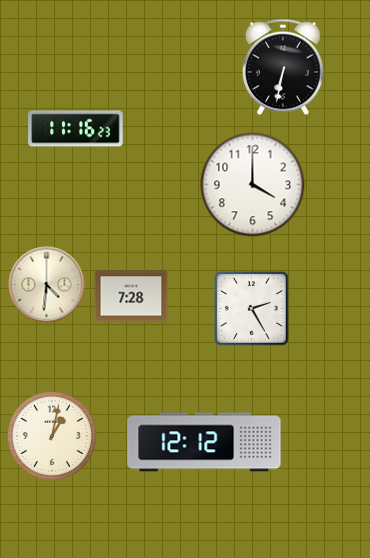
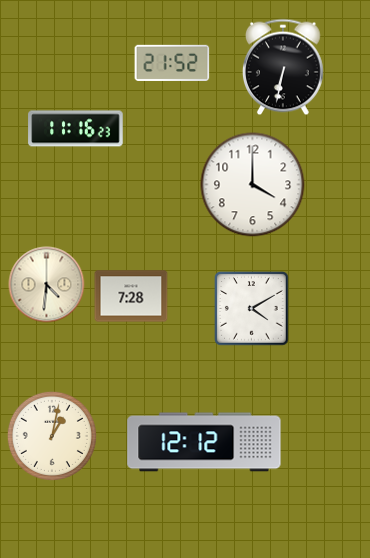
clock at (172, 63): none -> 21:52
clock at (252, 309): 2:25 -> 4:10
